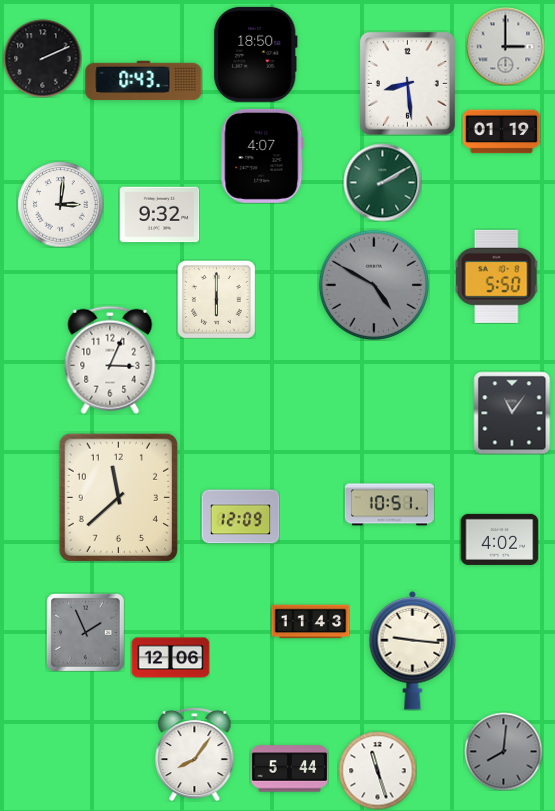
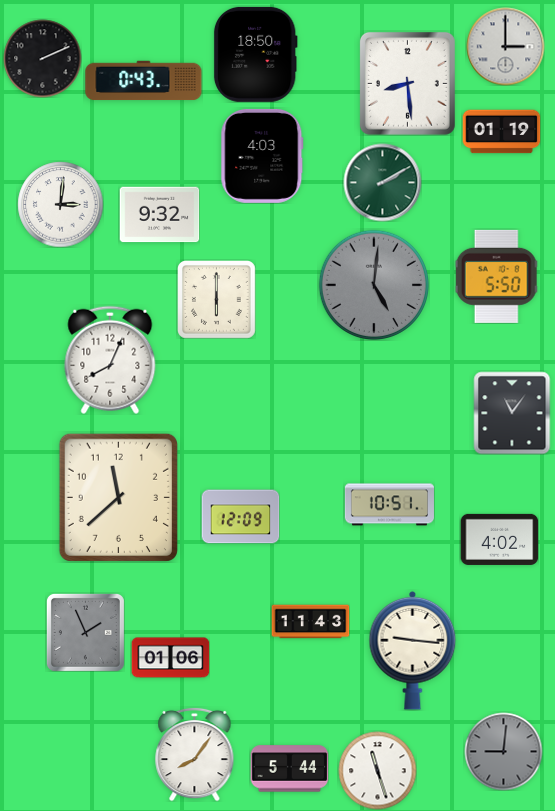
clock at (262, 156): 4:07 -> 4:03
clock at (373, 284): 4:50 -> 5:01
clock at (110, 360): 3:04 -> 8:04
clock at (170, 658): 12:06 -> 01:06
clock at (503, 751): 8:01 -> 9:01
